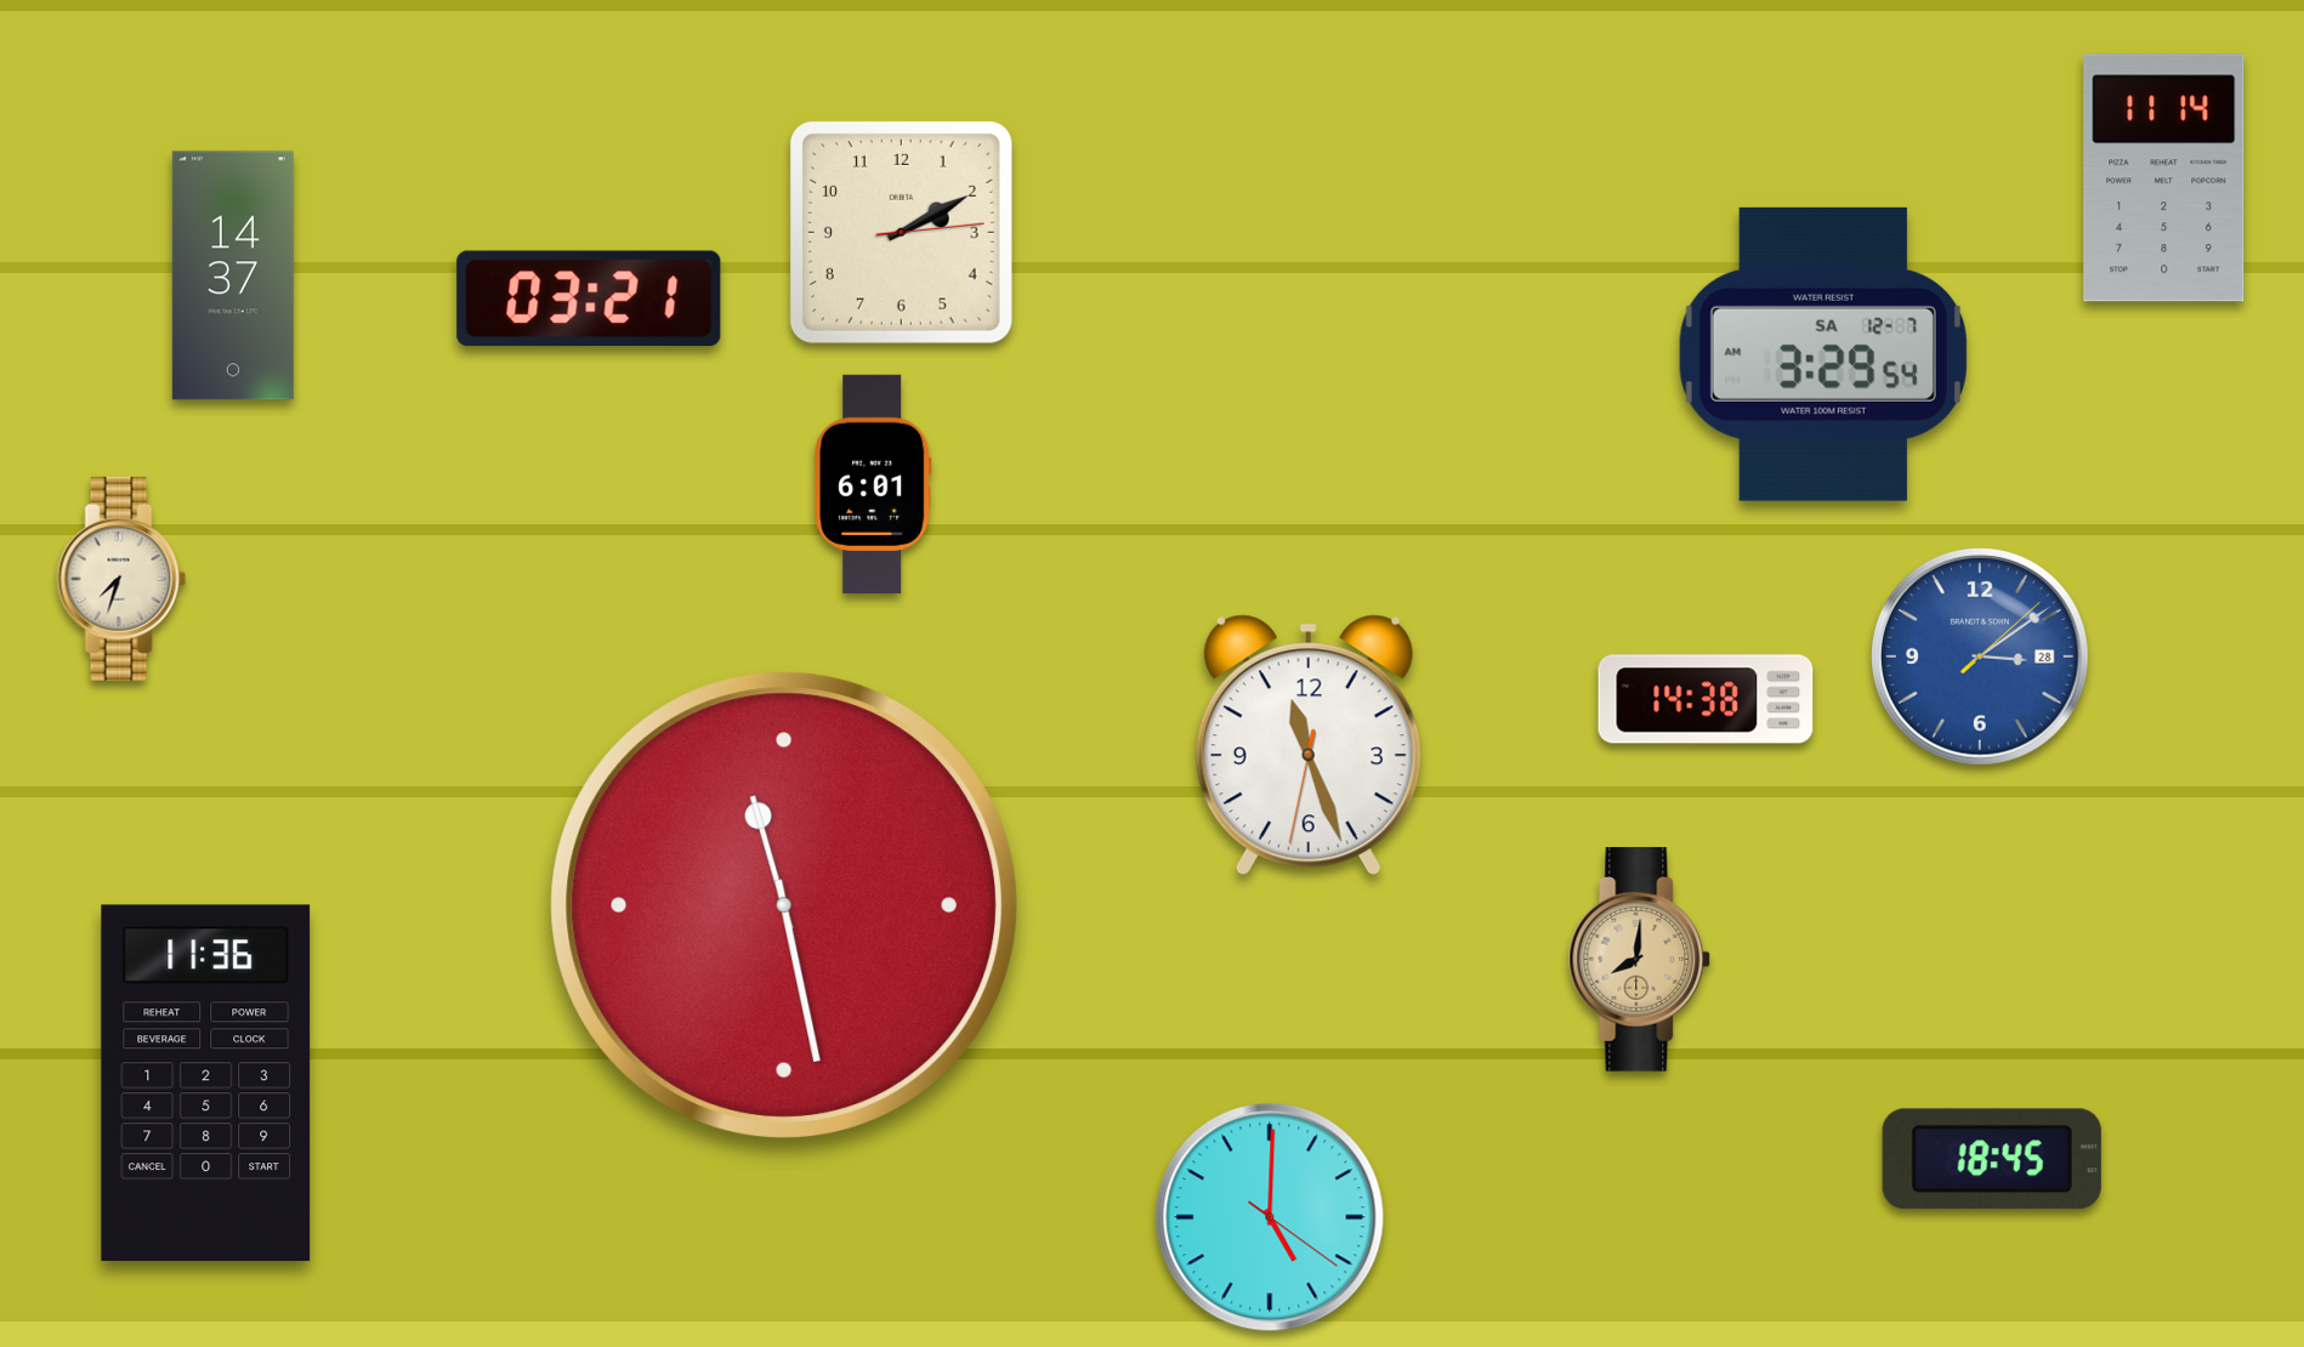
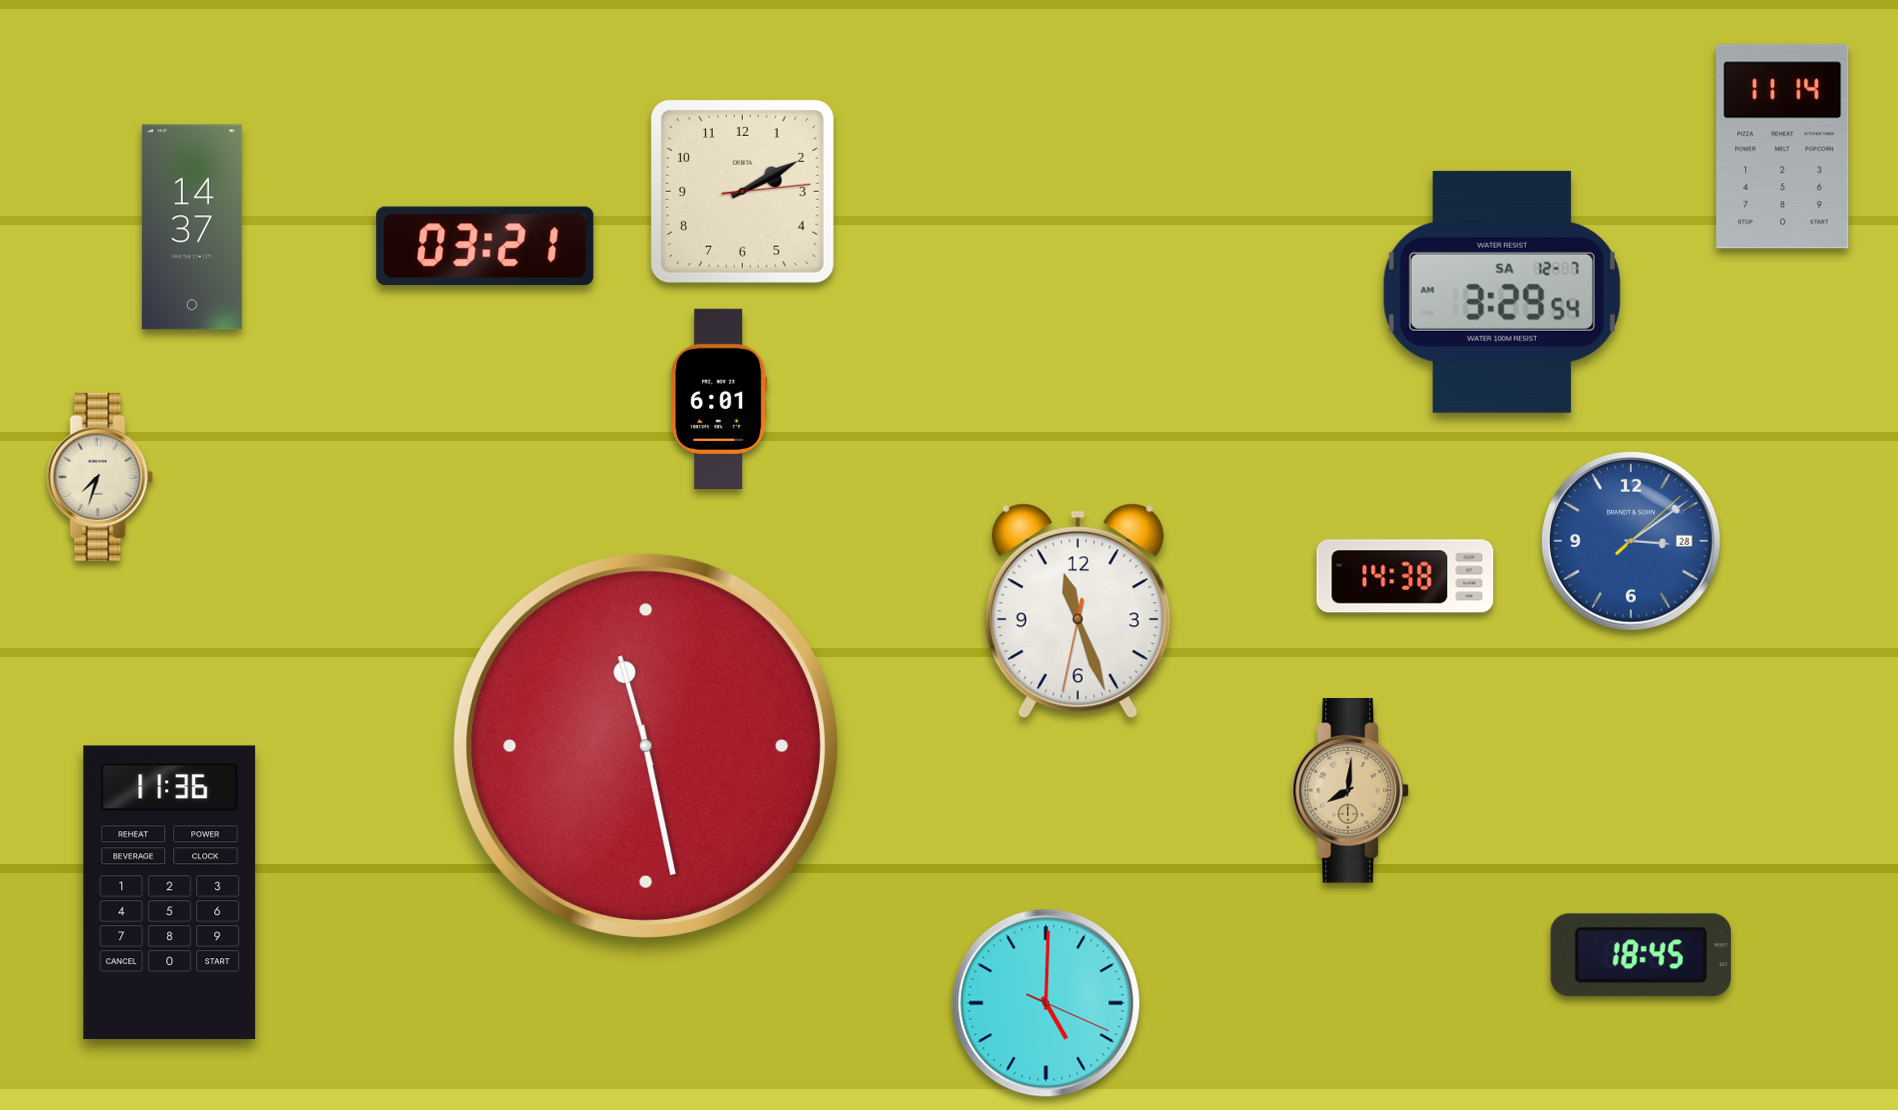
clock at (1309, 745) position: (1309, 745) -> (1078, 611)
clock at (1270, 1217): 5:00:21 -> 5:00:19
